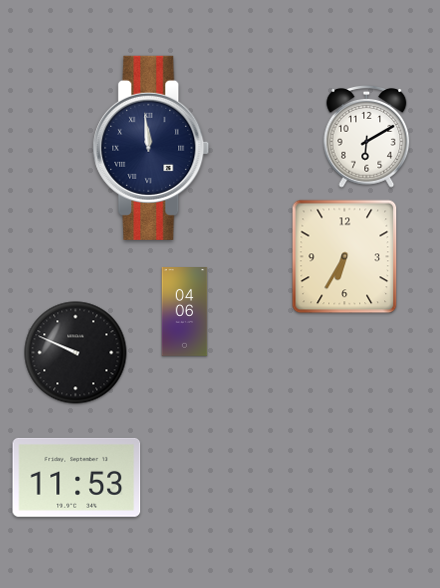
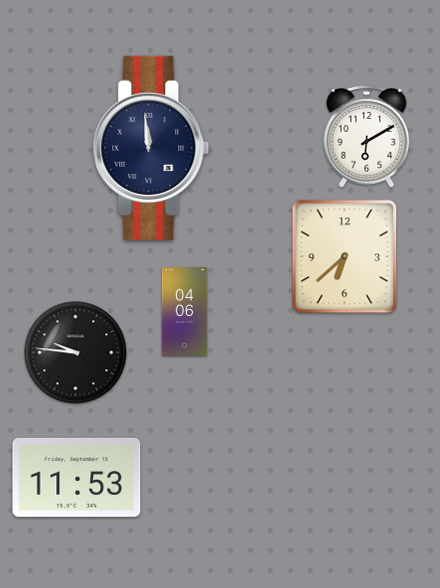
clock at (345, 257): 6:35 -> 6:38
clock at (76, 353): 9:49 -> 9:46
